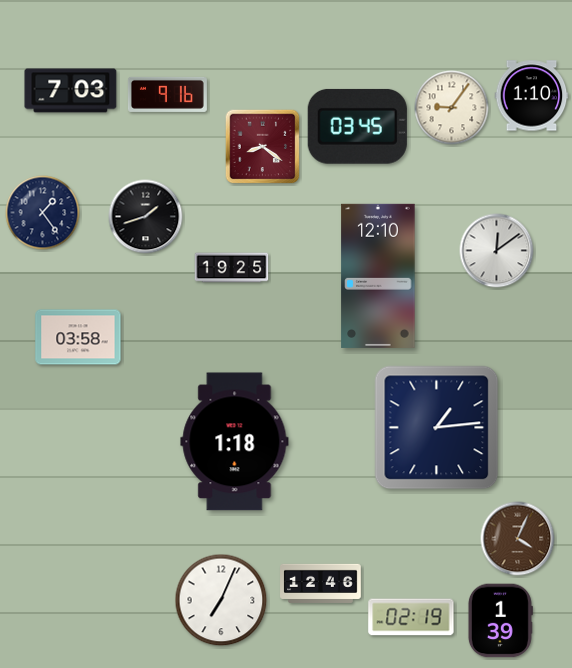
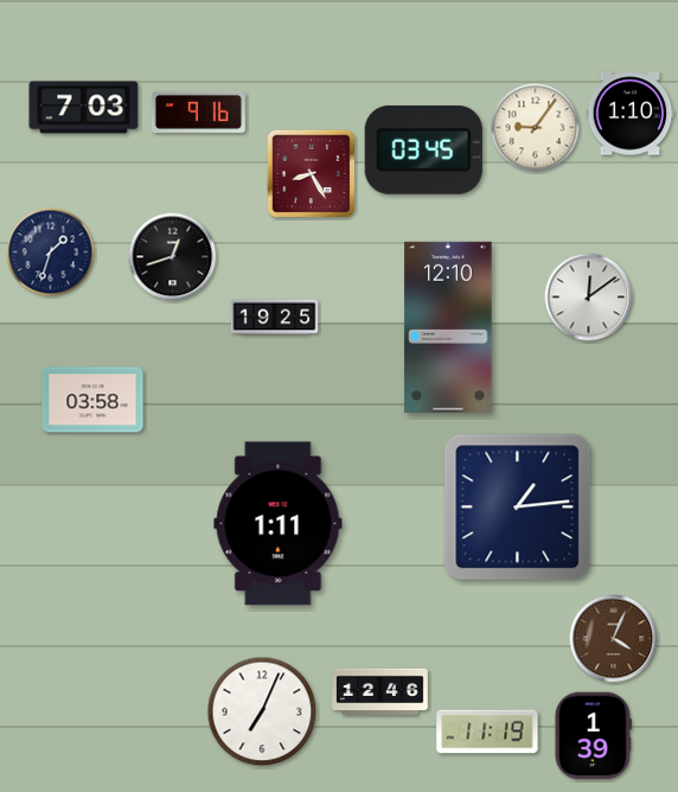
clock at (263, 147): 8:21 -> 8:25
clock at (43, 213): 1:24 -> 1:33
clock at (146, 217): 1:42 -> 12:42
clock at (235, 442): 1:18 -> 1:11
clock at (411, 617): 02:19 -> 11:19
